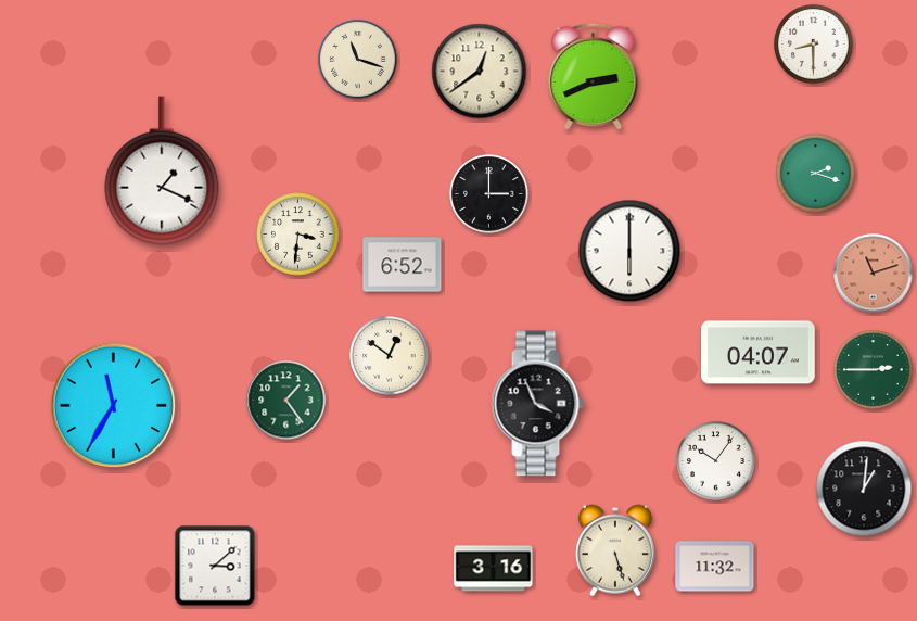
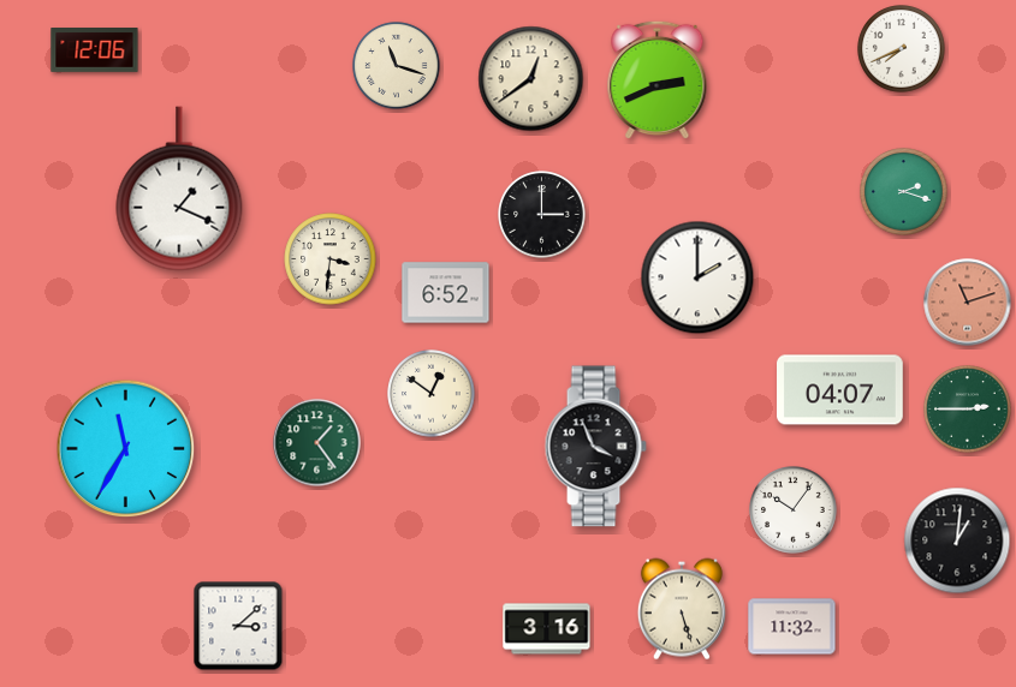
clock at (814, 45): 8:30 -> 7:41
clock at (95, 50): none -> 12:06
clock at (594, 77) position: (594, 77) -> (658, 80)
clock at (629, 251): 6:00 -> 2:00
